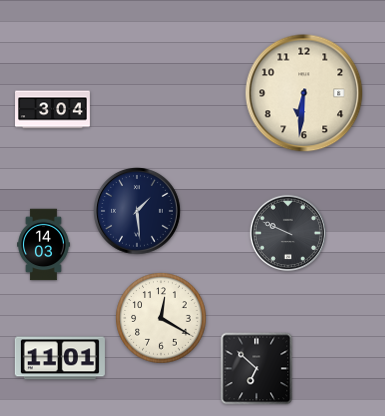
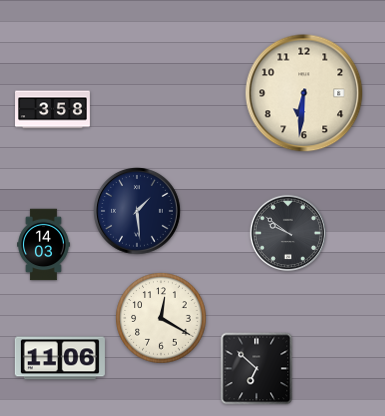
clock at (53, 110): 3:04 -> 3:58
clock at (288, 233): 9:49 -> 9:51
clock at (60, 358): 11:01 -> 11:06
